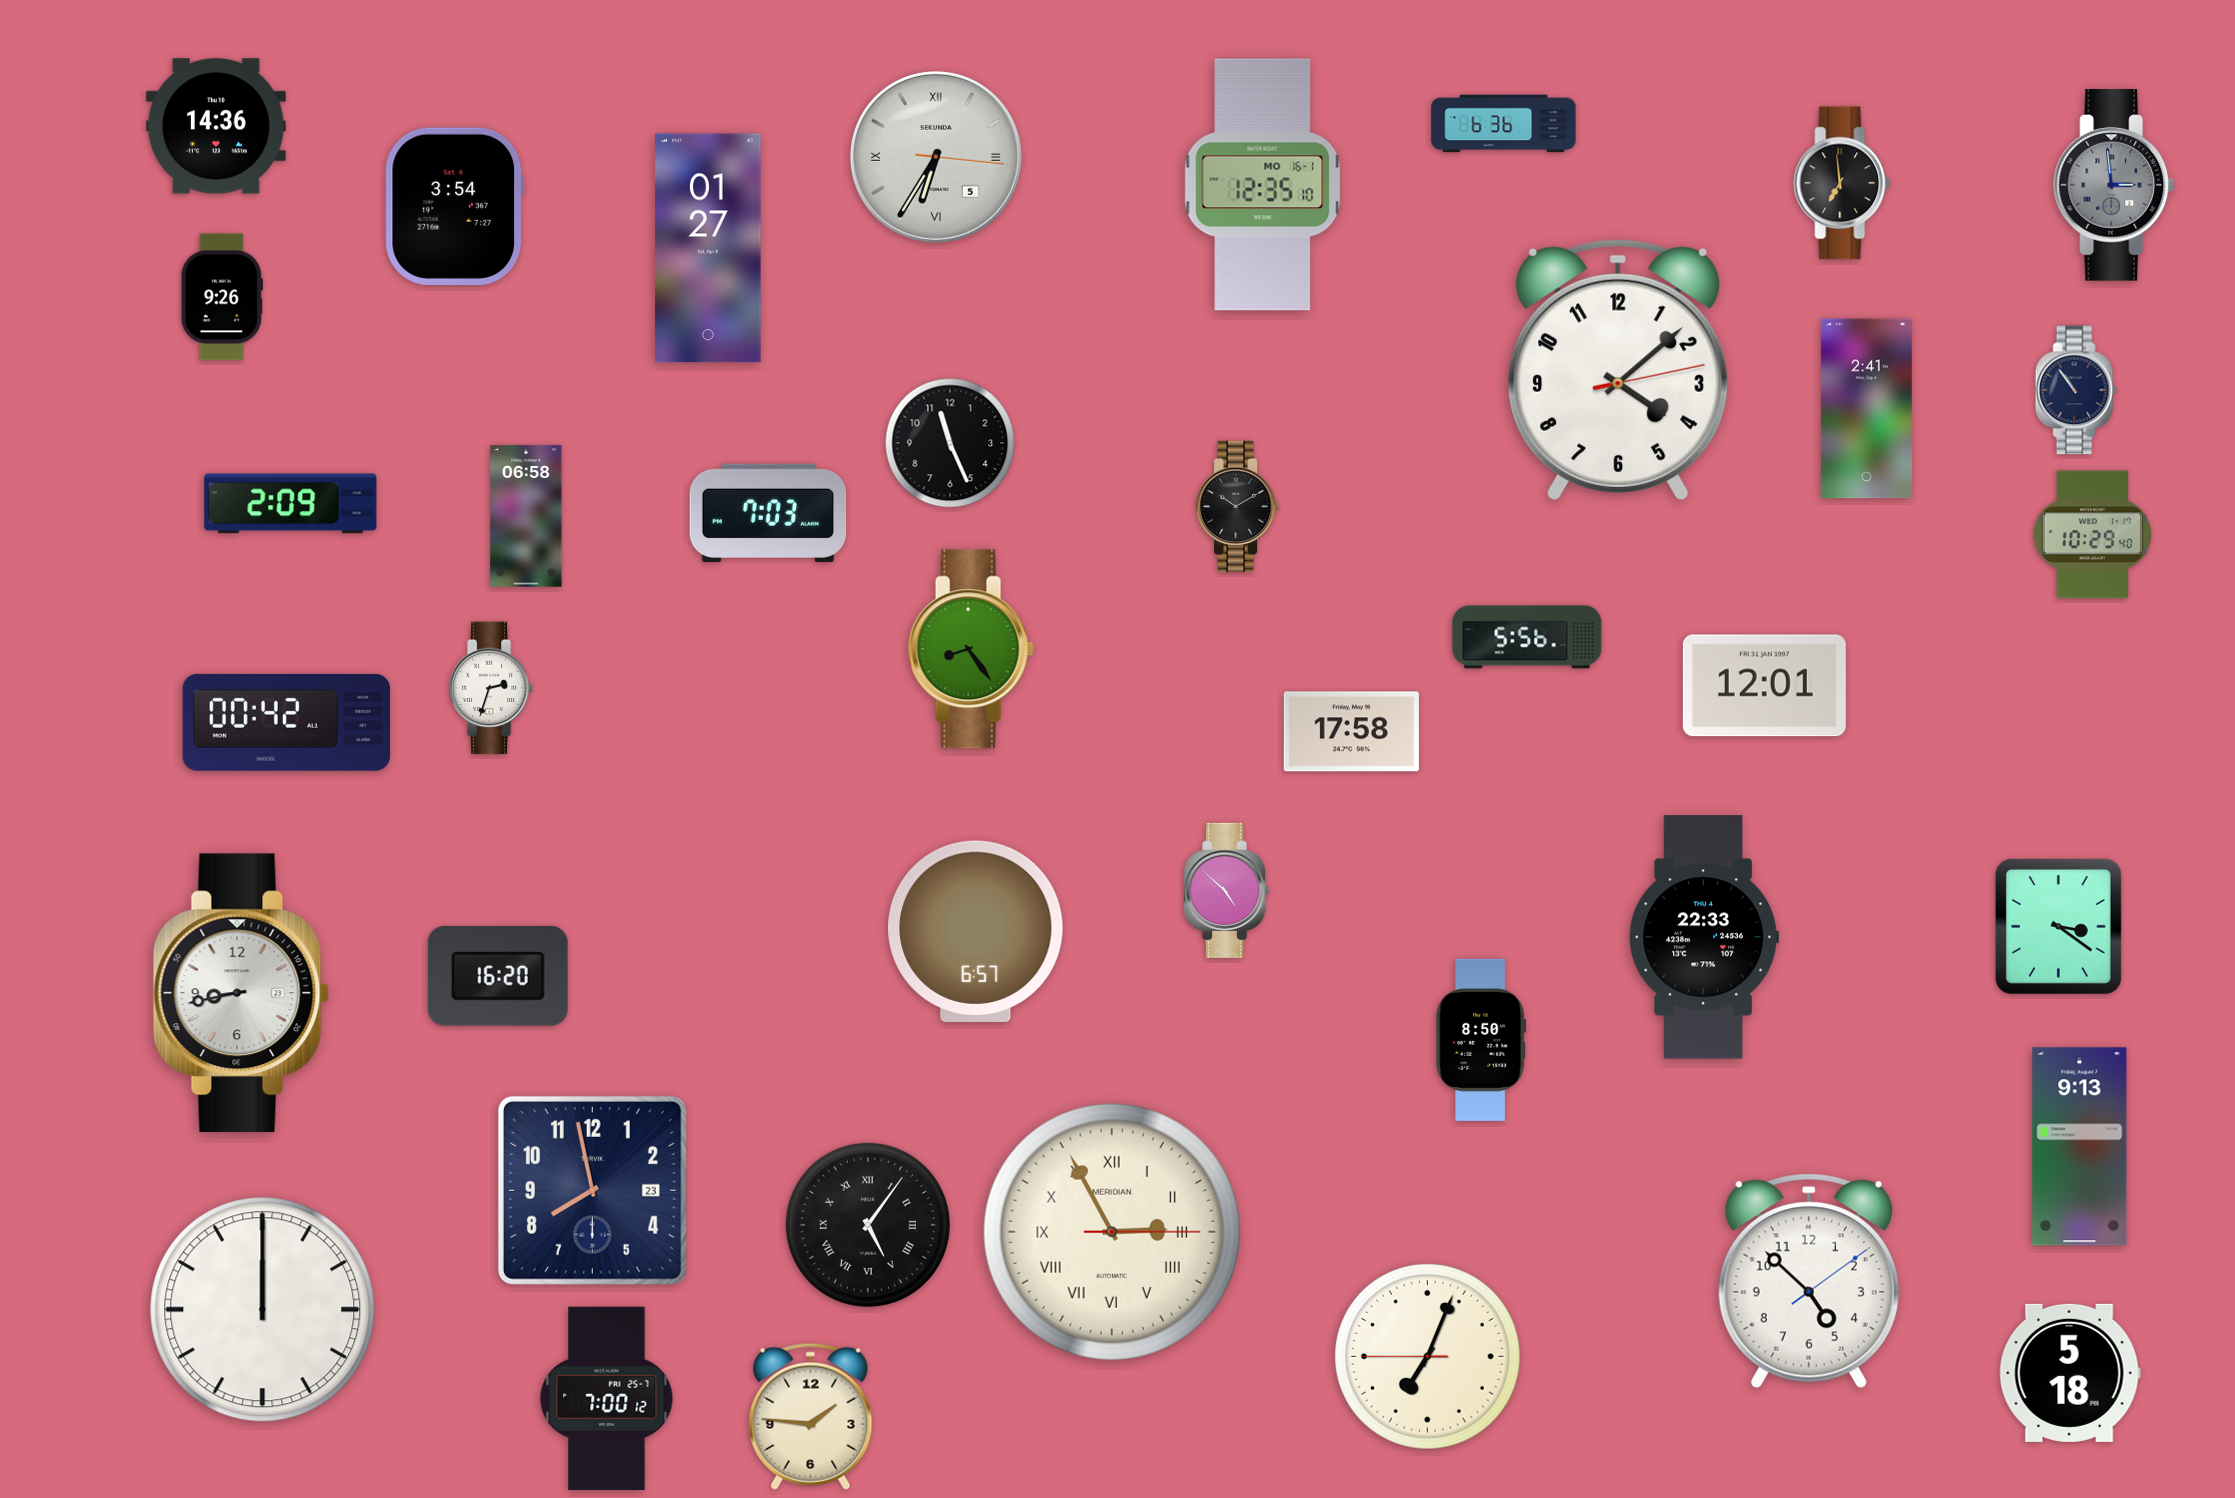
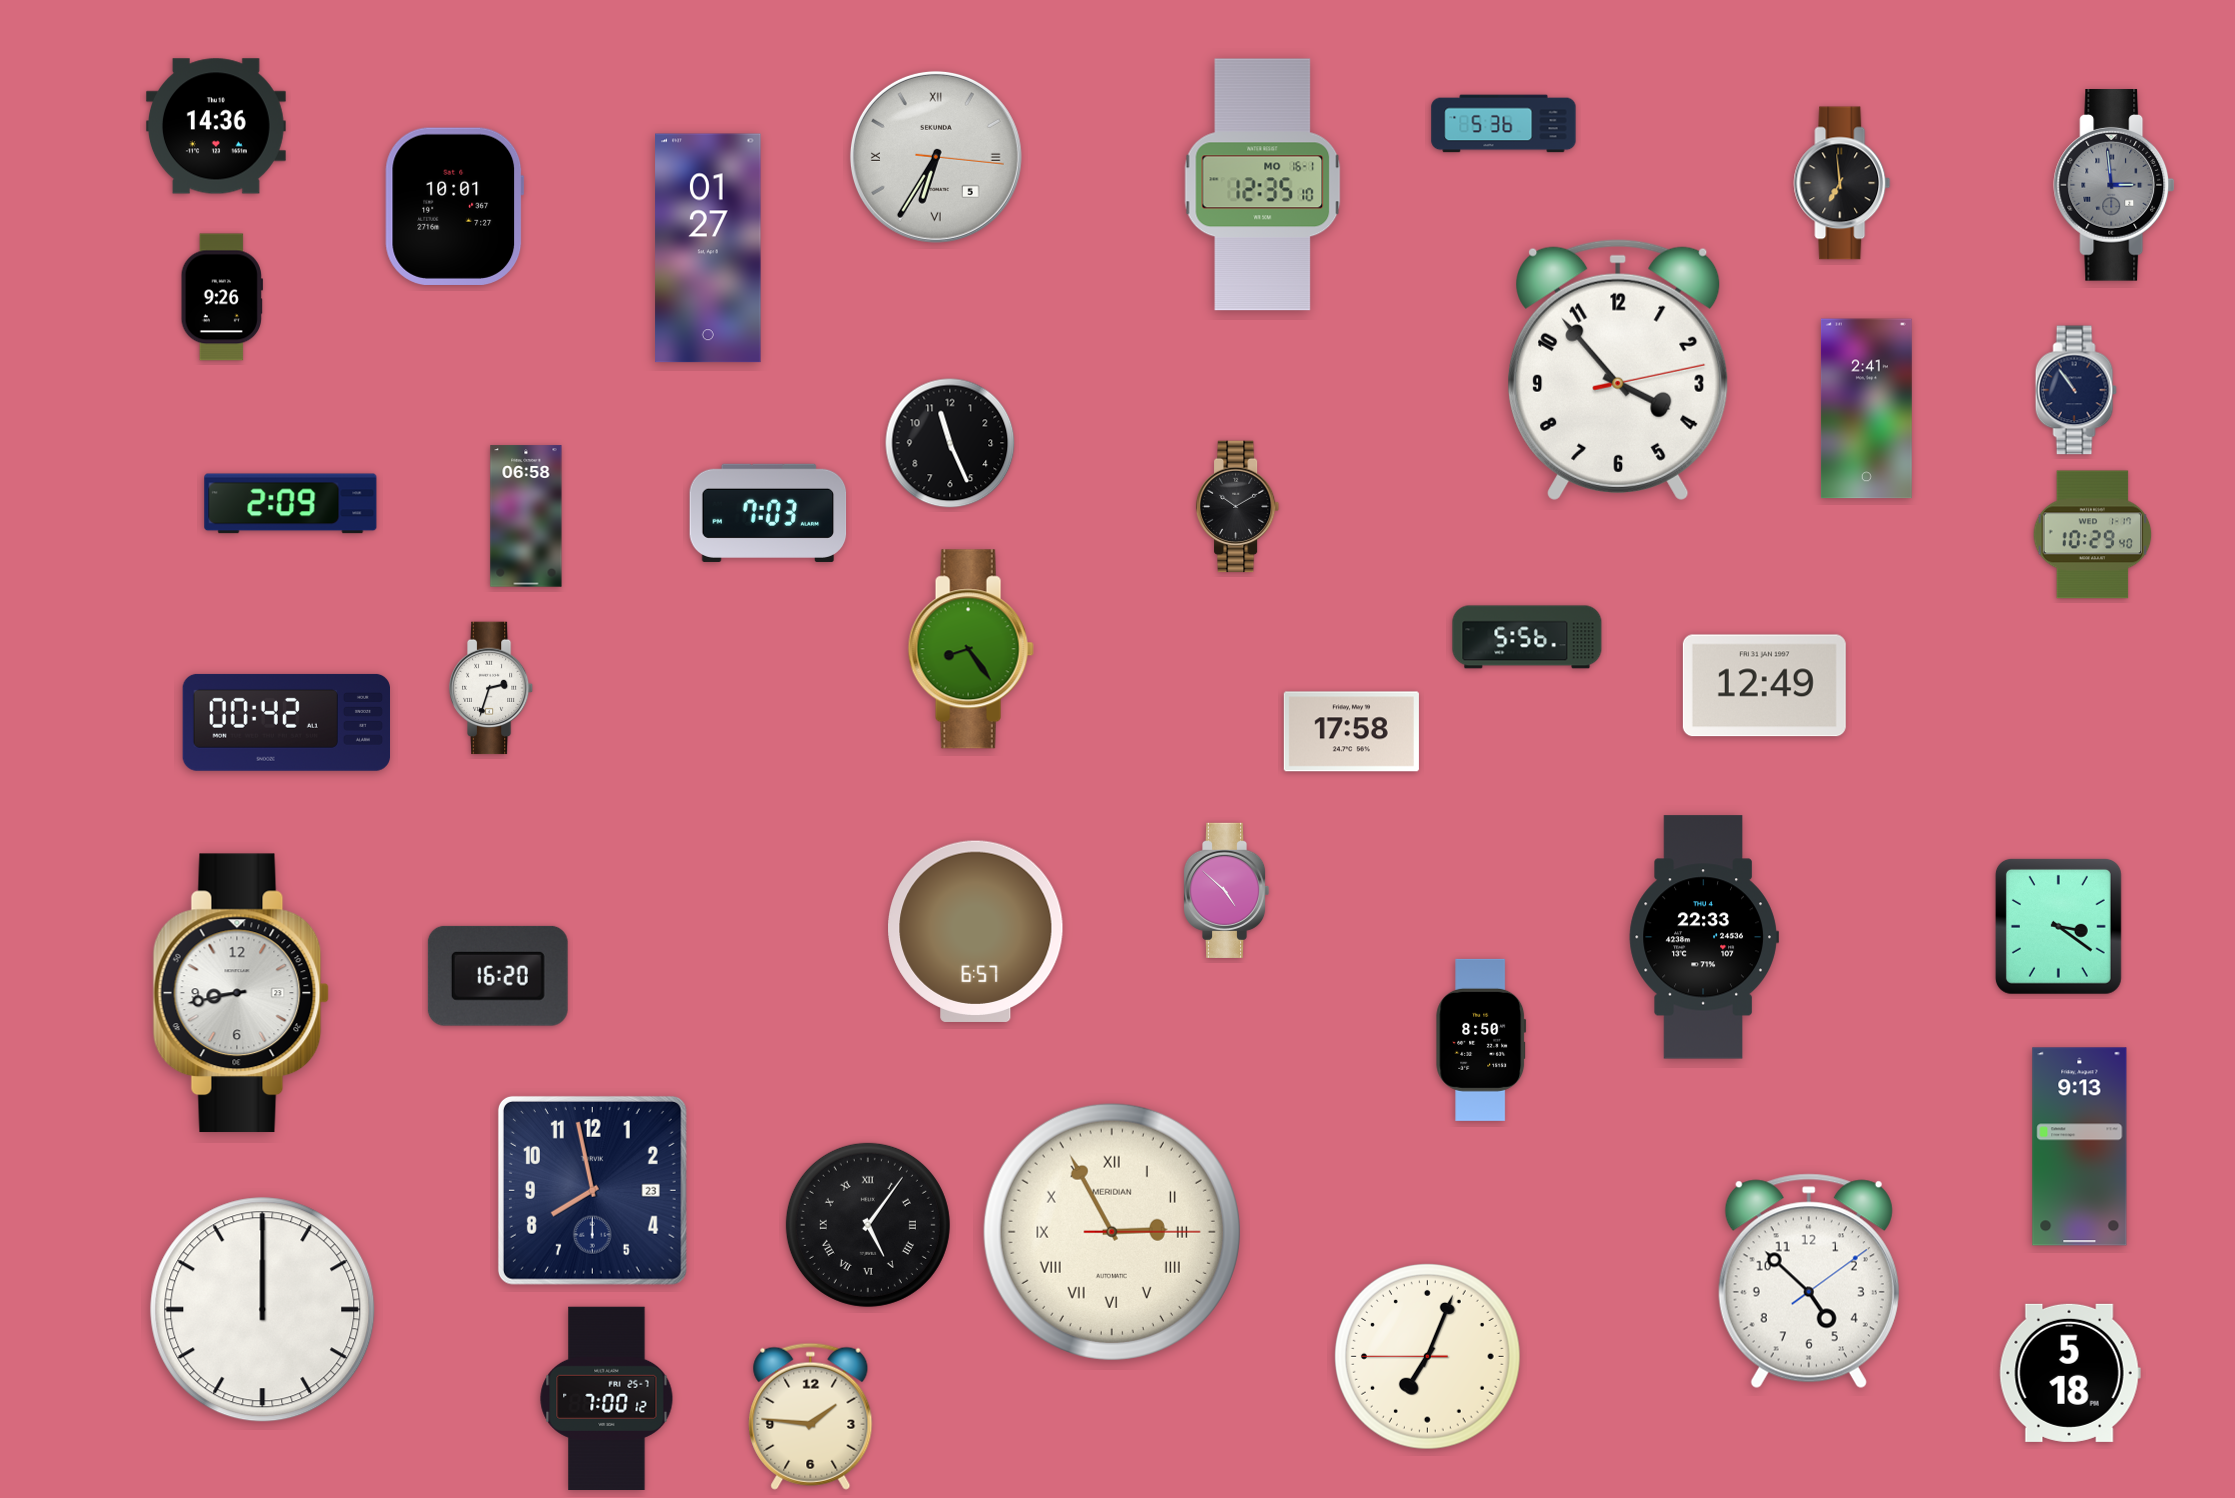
clock at (1504, 124): 6:36 -> 5:36
clock at (455, 206): 3:54 -> 10:01
clock at (1618, 370): 4:08 -> 3:53
clock at (1764, 686): 12:01 -> 12:49
